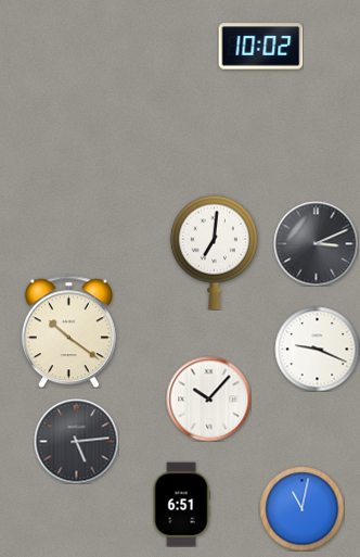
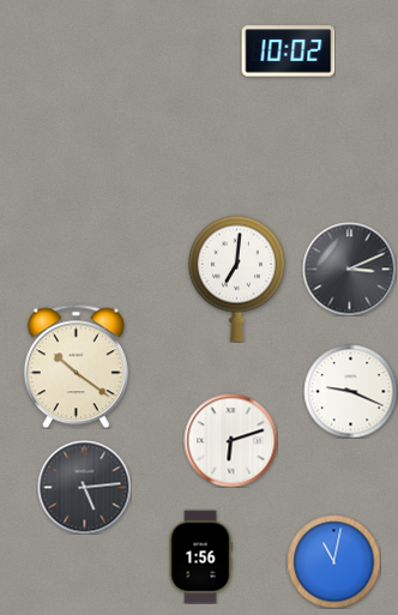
clock at (317, 349) position: (317, 349) -> (350, 391)
clock at (208, 398): 10:07 -> 6:12
clock at (181, 504): 6:51 -> 1:56
